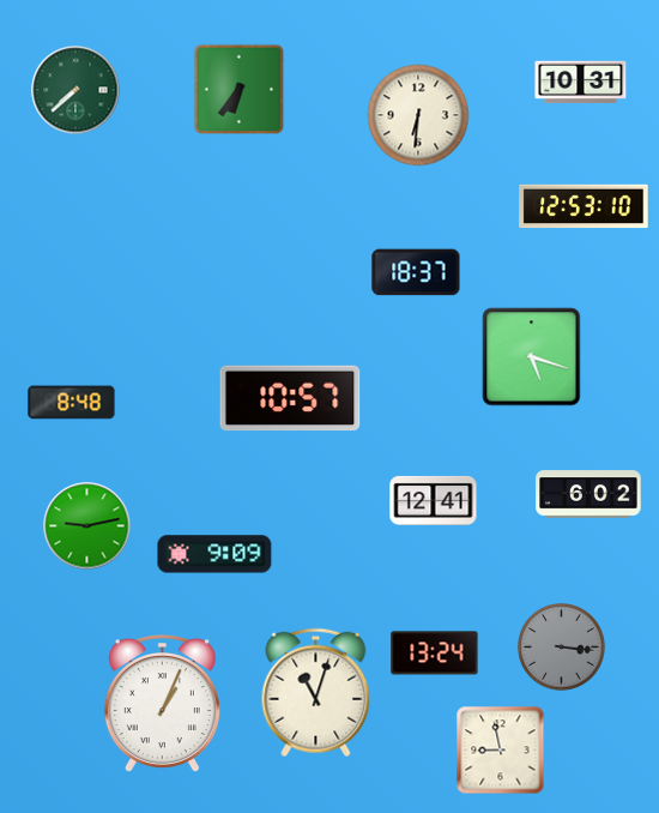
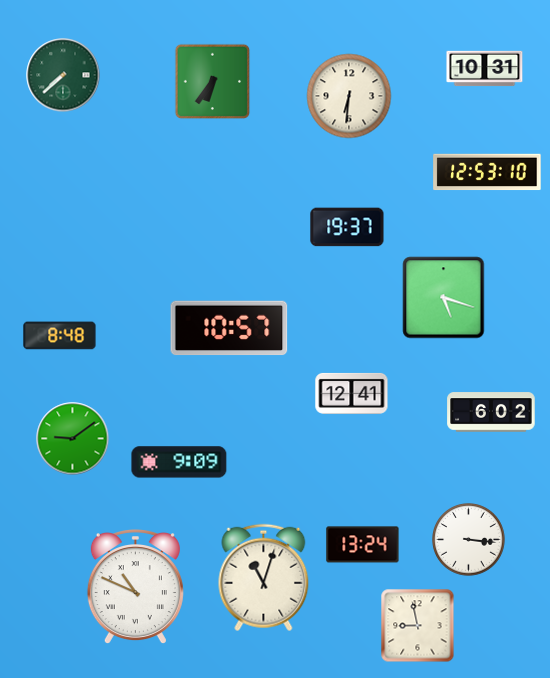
clock at (240, 90) position: (240, 90) -> (213, 82)
clock at (416, 272): 18:37 -> 19:37
clock at (290, 398) position: (290, 398) -> (229, 328)
clock at (434, 500) position: (434, 500) -> (352, 393)
clock at (87, 526): 9:13 -> 9:09
clock at (562, 648) dial: grey -> white
clock at (162, 705): 1:04 -> 10:49
